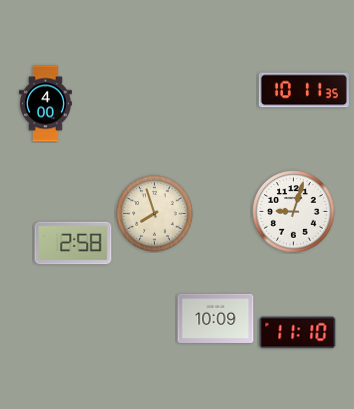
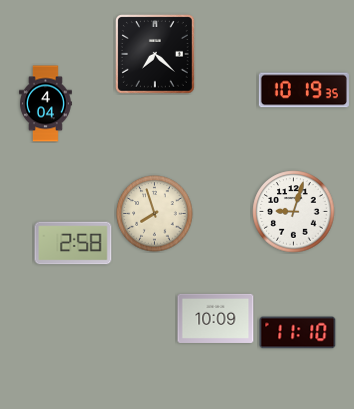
clock at (156, 55): none -> 7:22
clock at (304, 90): 10:11 -> 10:19
clock at (46, 104): 4:00 -> 4:04
